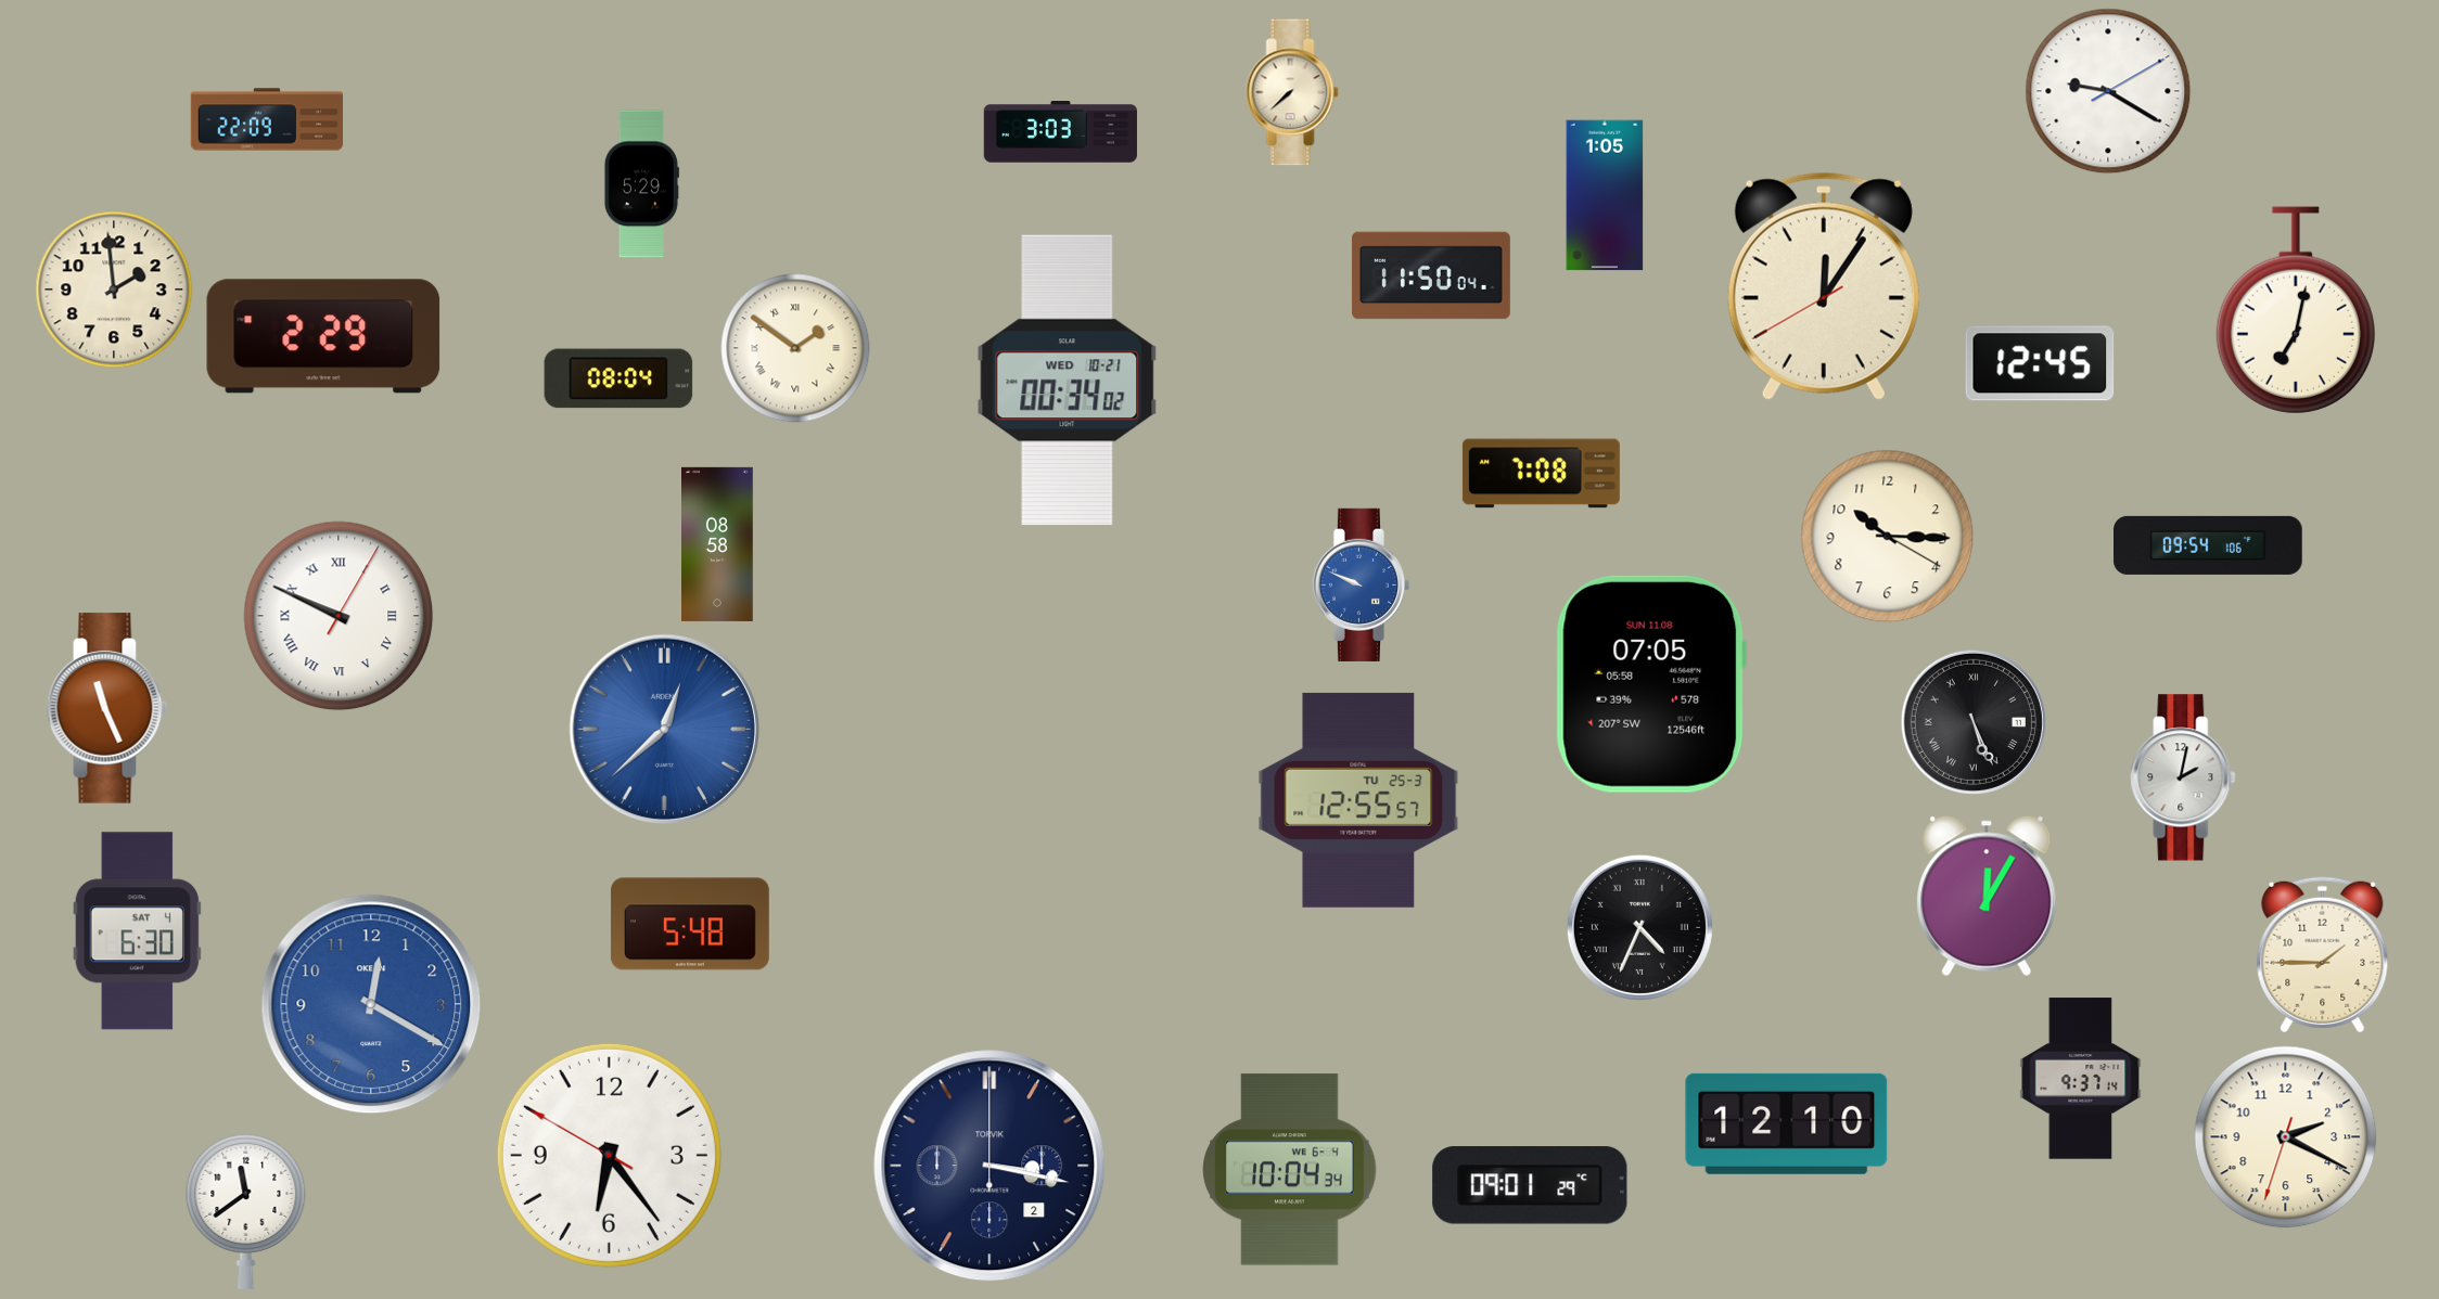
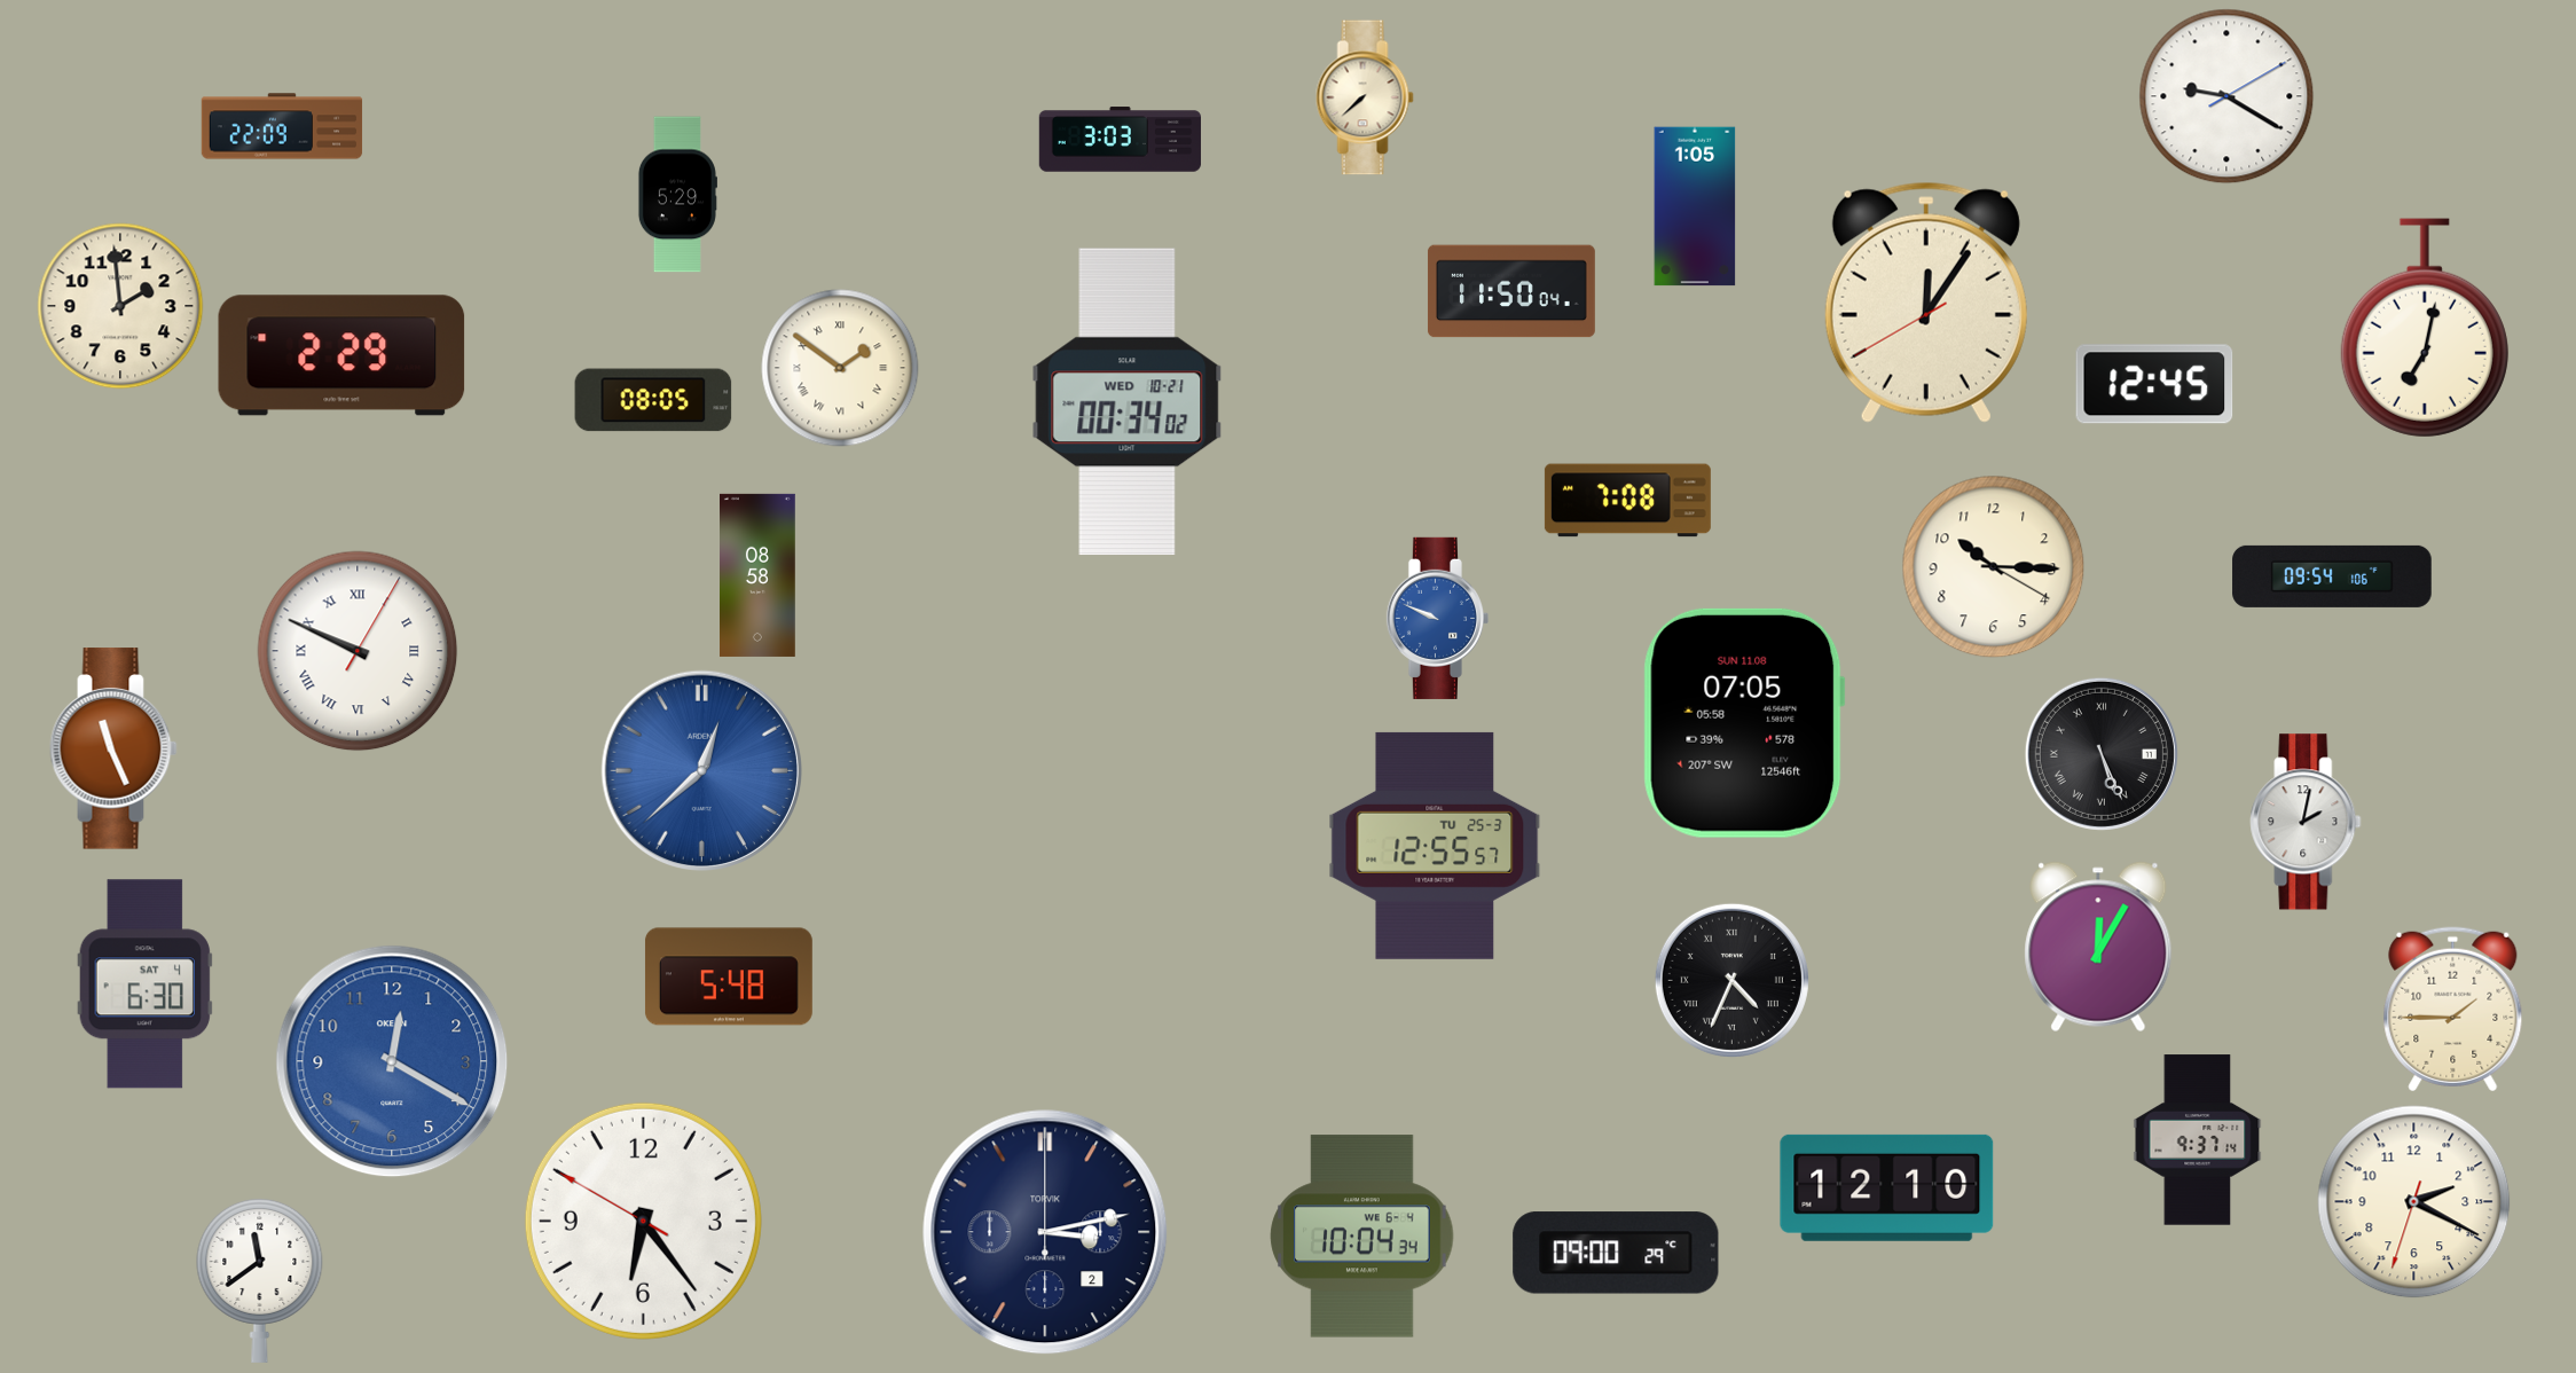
clock at (618, 378): 08:04 -> 08:05
clock at (1974, 722) position: (1974, 722) -> (2102, 754)
clock at (989, 1166): 3:17 -> 3:13
clock at (1530, 1185): 09:01 -> 09:00
